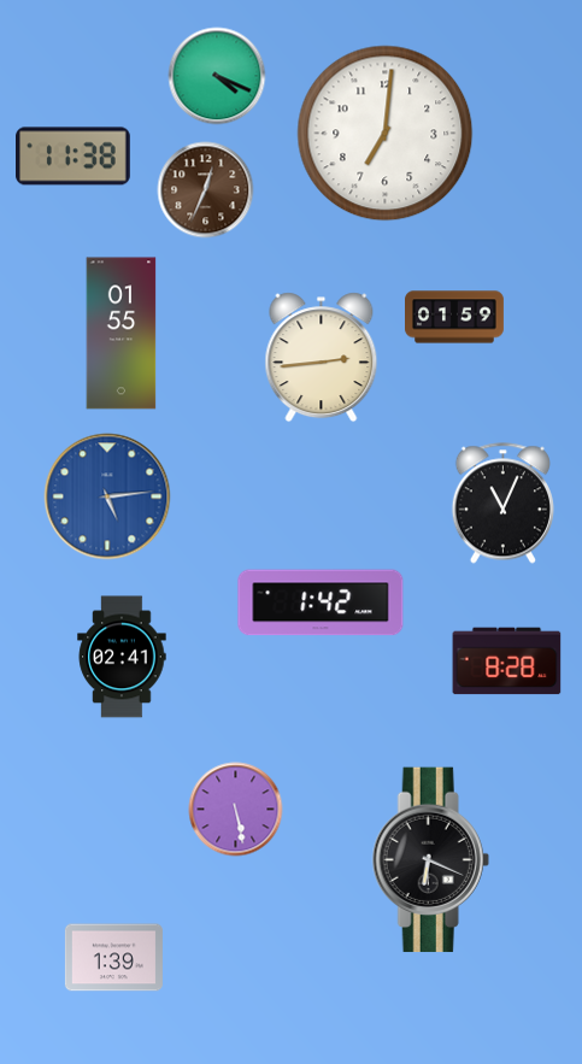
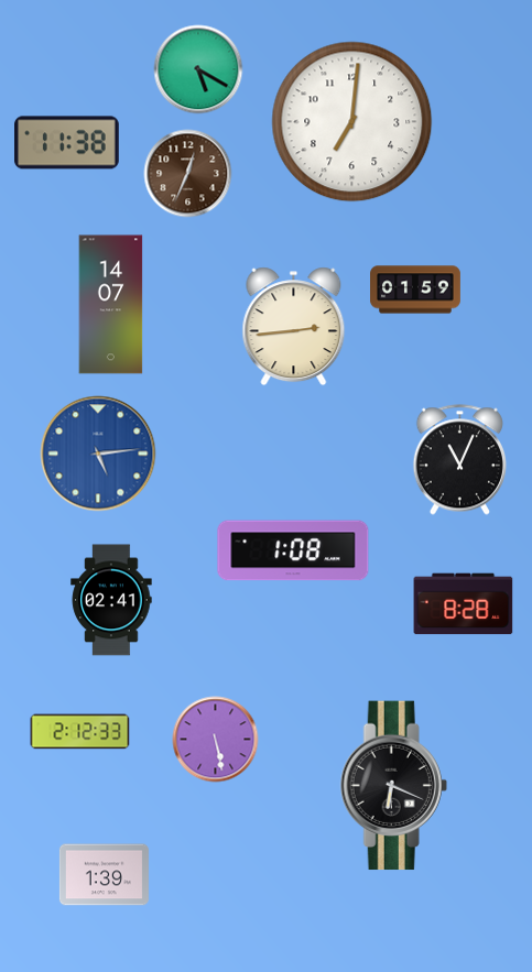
clock at (217, 76): 4:19 -> 5:20
clock at (122, 334): 01:55 -> 14:07
clock at (321, 602): 1:42 -> 1:08
clock at (80, 732): none -> 2:12
